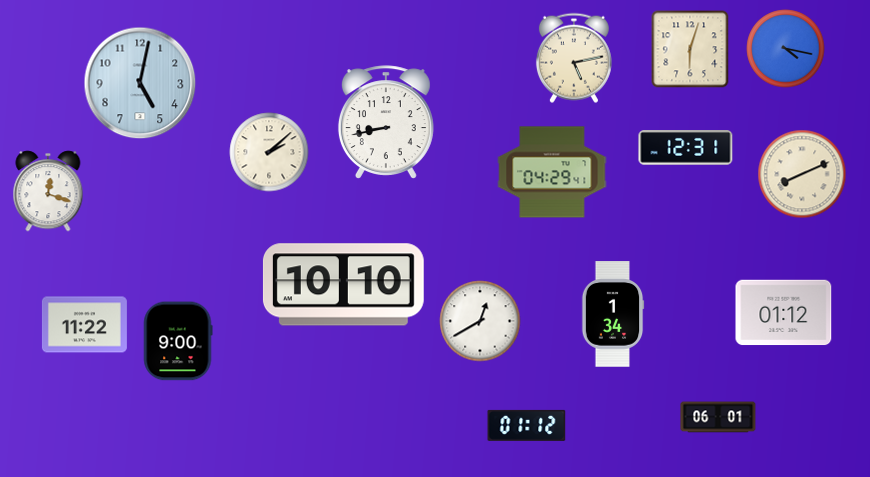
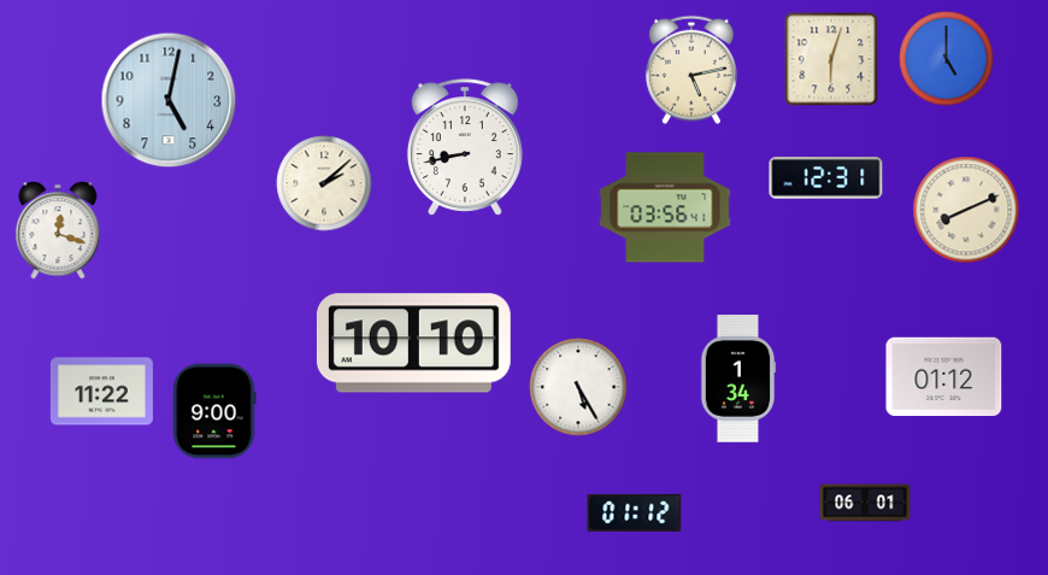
clock at (786, 49): 4:17 -> 5:00
clock at (552, 172): 04:29 -> 03:56
clock at (480, 321): 12:40 -> 5:25
